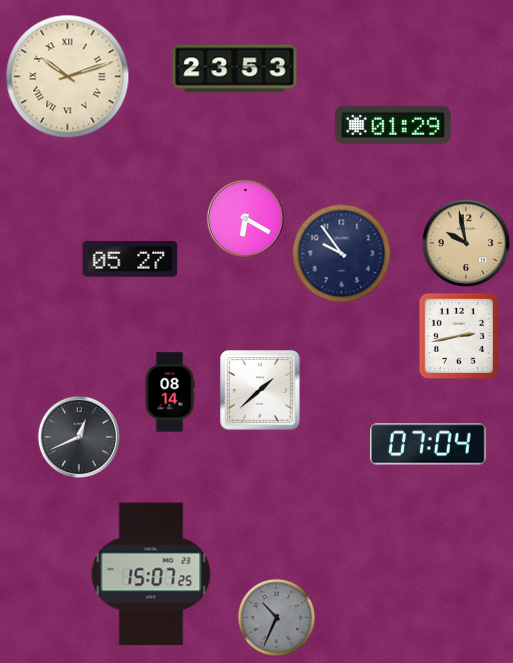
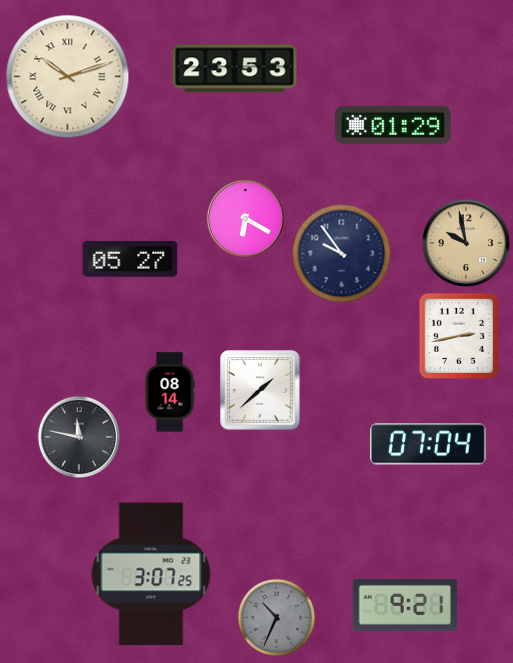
clock at (78, 436): 12:41 -> 11:47
clock at (151, 574): 15:07 -> 3:07
clock at (404, 605): none -> 9:21
